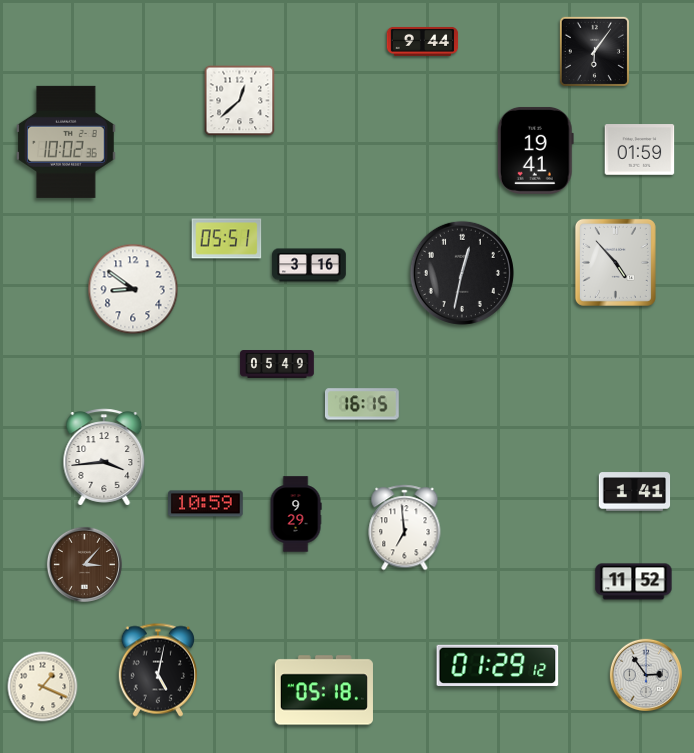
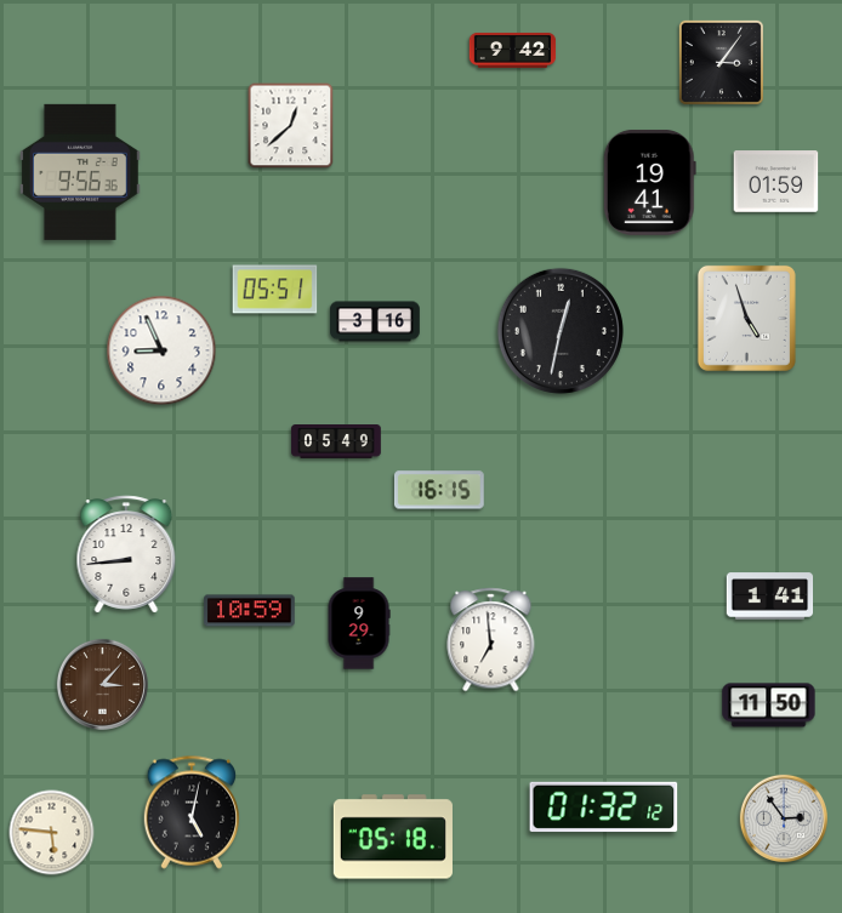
clock at (423, 41): 9:44 -> 9:42
clock at (594, 51): 6:06 -> 3:06
clock at (240, 101) position: (240, 101) -> (291, 126)
clock at (67, 142): 10:02 -> 9:56
clock at (615, 262): 4:53 -> 4:57
clock at (133, 289): 8:51 -> 8:56
clock at (104, 457): 3:44 -> 8:44
clock at (634, 582): 11:52 -> 11:50
clock at (498, 665): 01:29 -> 01:32
clock at (43, 687): 1:19 -> 5:46
